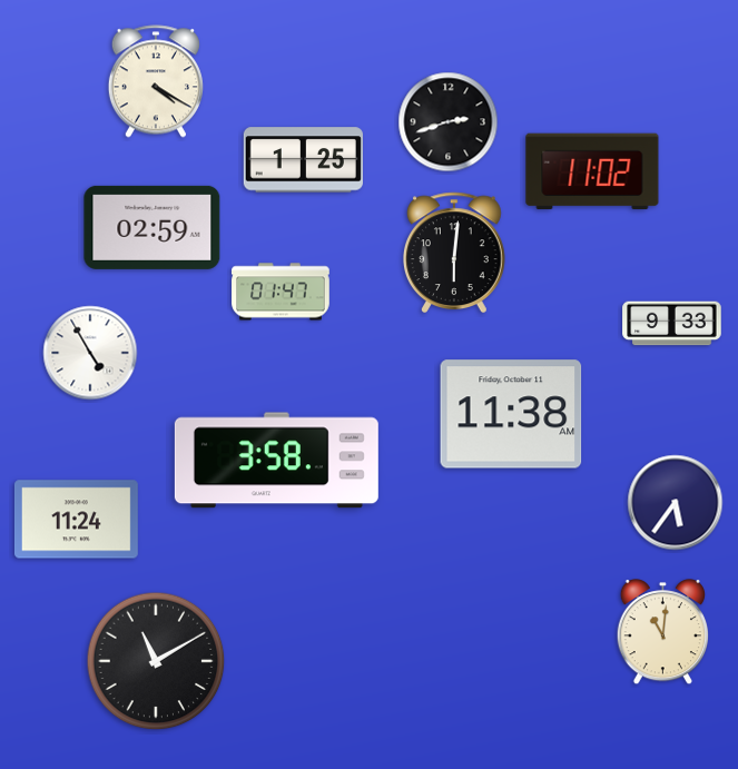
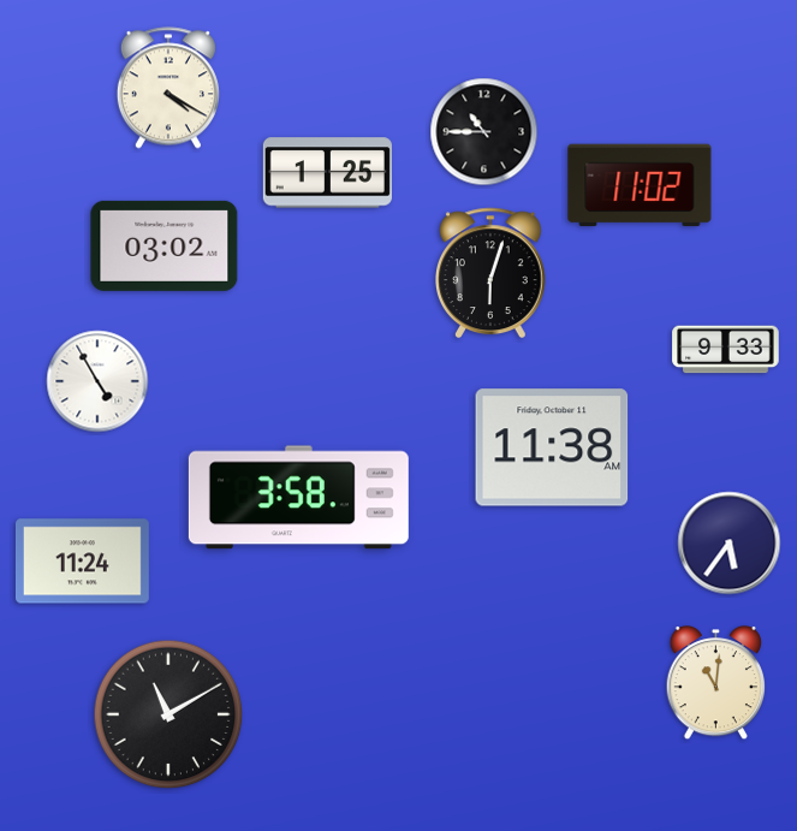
clock at (449, 122): 2:42 -> 10:45
clock at (152, 227): 02:59 -> 03:02
clock at (455, 253): 6:01 -> 6:03
clock at (281, 292): 01:47 -> none
